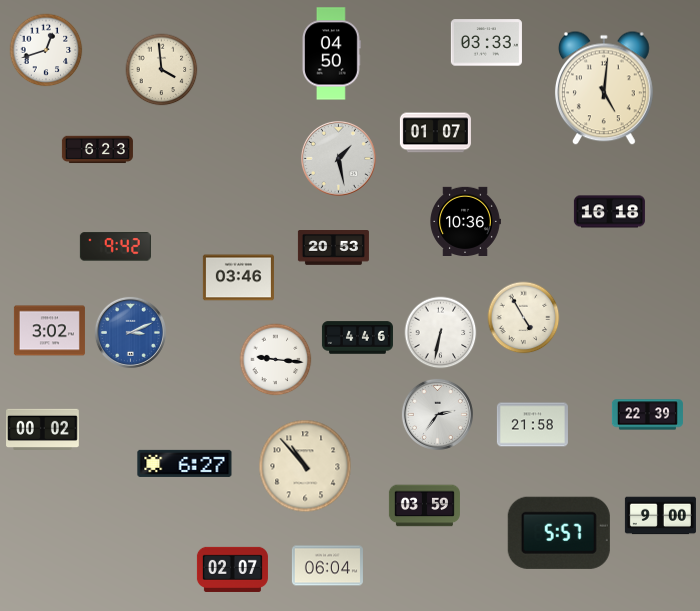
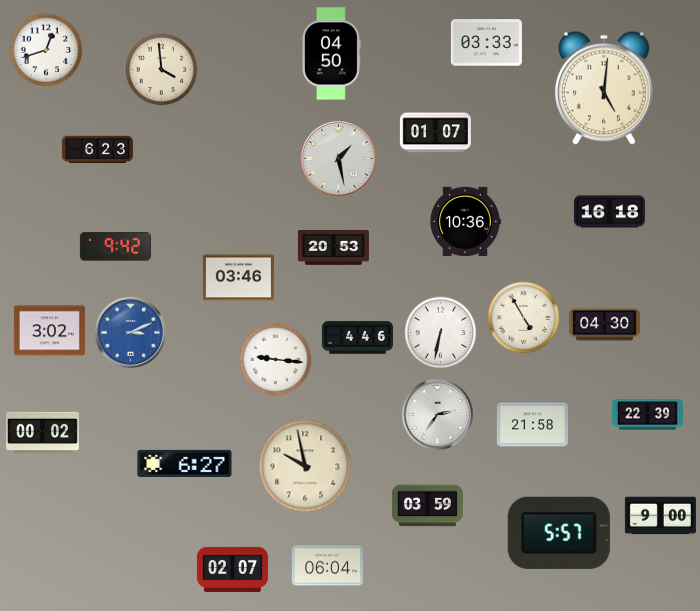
clock at (604, 325): none -> 04:30
clock at (43, 429) position: (43, 429) -> (43, 432)
clock at (305, 466): 10:53 -> 9:58
clock at (424, 506) position: (424, 506) -> (427, 506)
